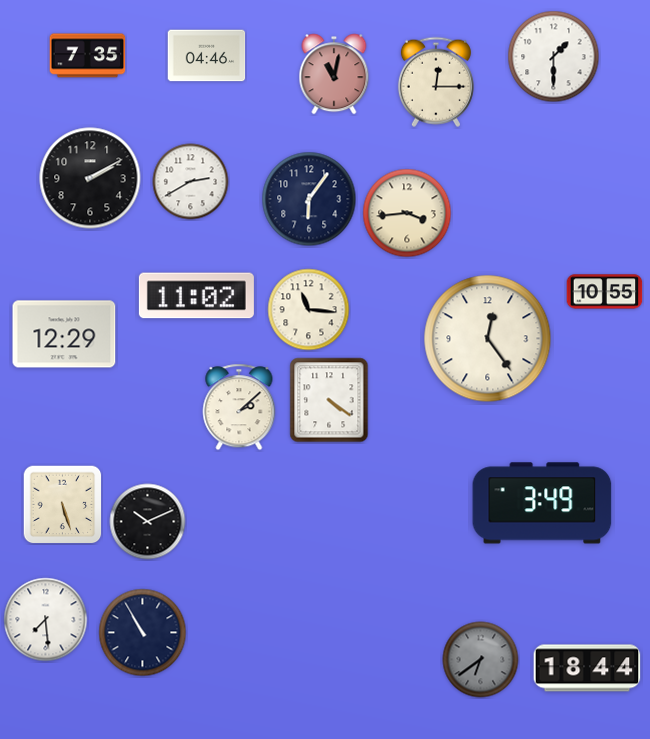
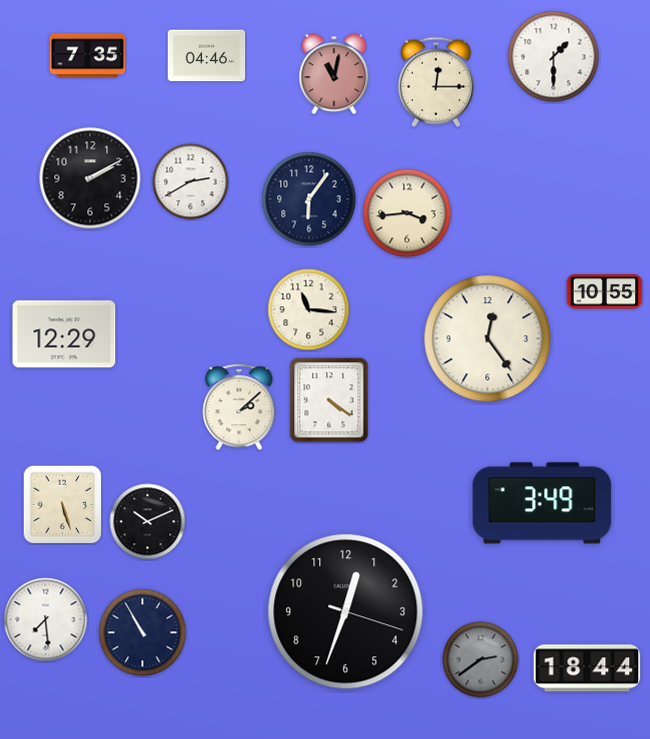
clock at (196, 296): 11:02 -> none
clock at (346, 612): none -> 12:33
clock at (481, 660): 6:39 -> 2:39
